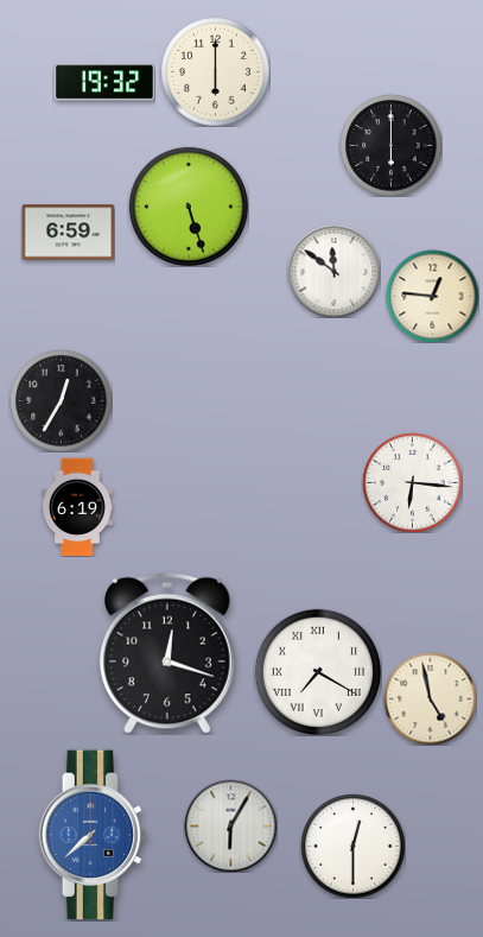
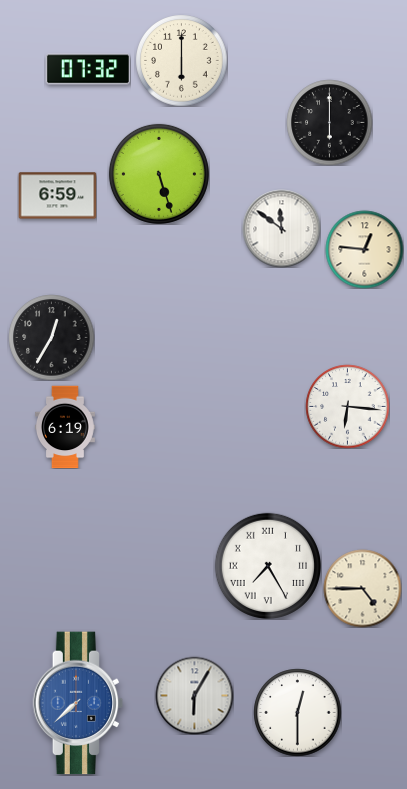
clock at (104, 82): 19:32 -> 07:32
clock at (169, 653): 12:18 -> none
clock at (318, 672): 7:20 -> 7:25
clock at (430, 698): 4:58 -> 4:45
